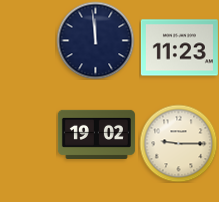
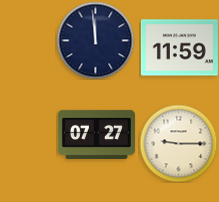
clock at (179, 48): 11:23 -> 11:59
clock at (96, 134): 19:02 -> 07:27
